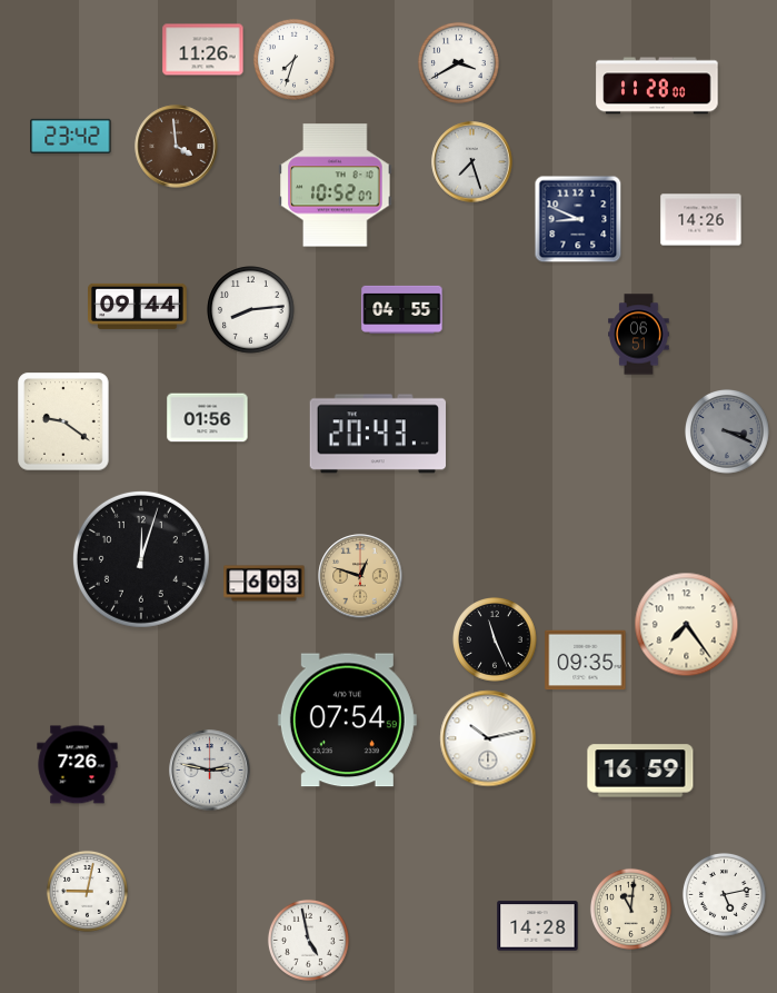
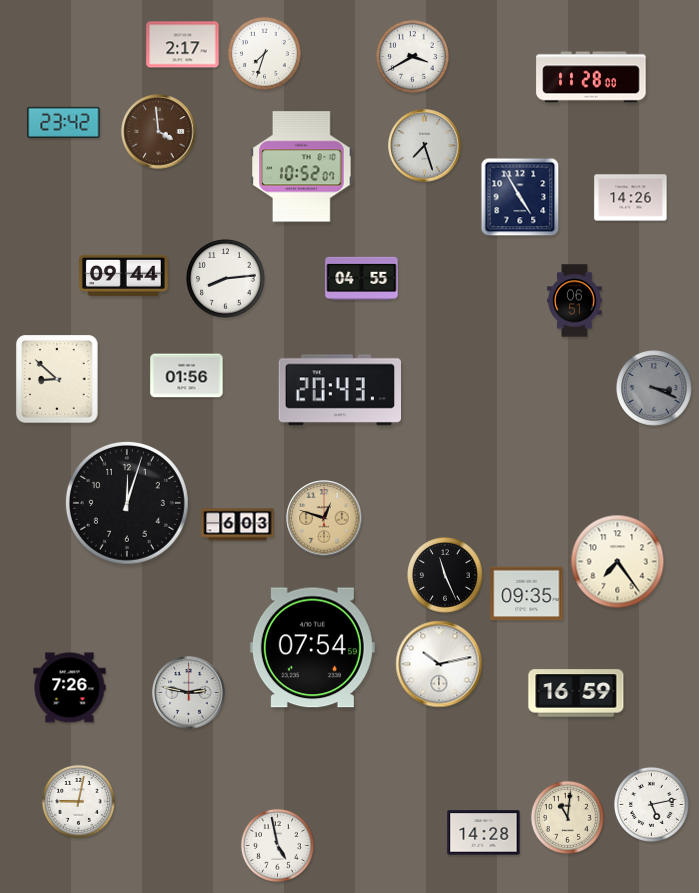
clock at (203, 50): 11:26 -> 2:17
clock at (578, 219): 8:49 -> 4:55
clock at (63, 421): 9:21 -> 8:52
